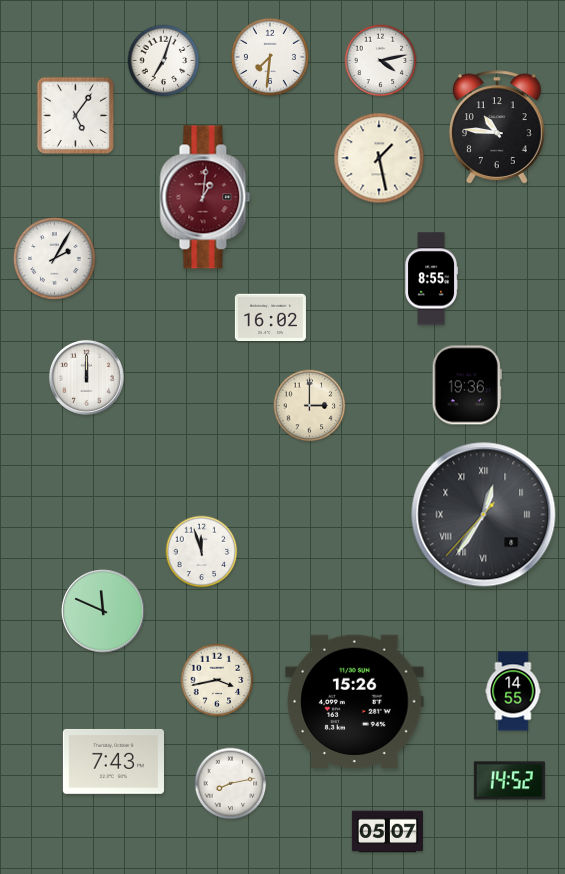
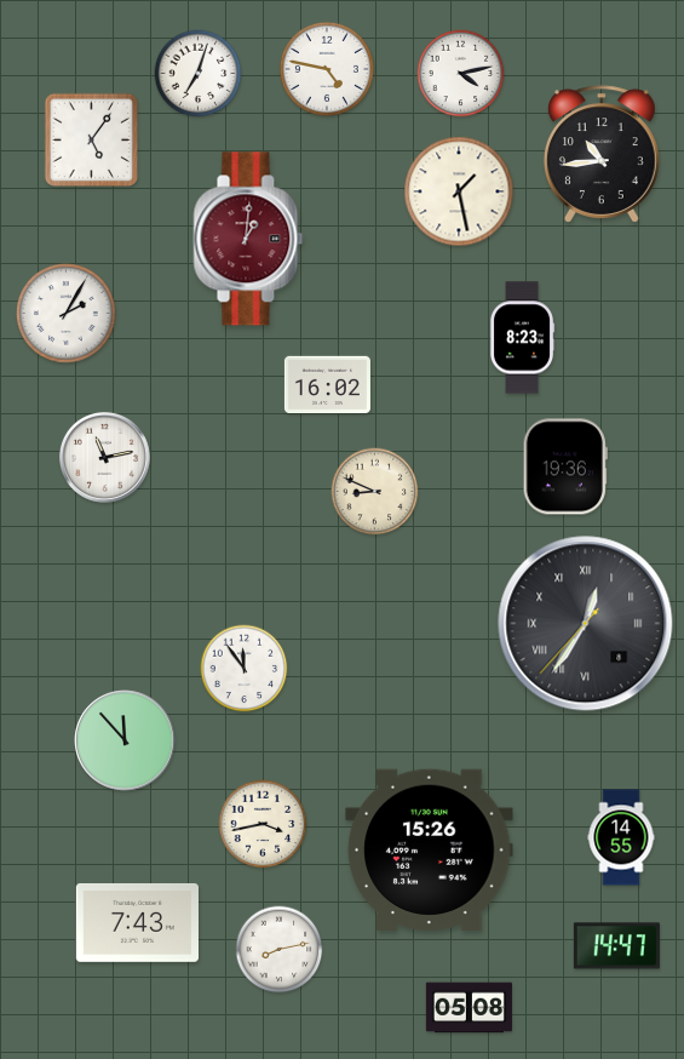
clock at (270, 57): 7:31 -> 4:47
clock at (497, 127): 10:46 -> 10:44
clock at (432, 279): 8:55 -> 8:23
clock at (86, 377): 12:00 -> 11:13
clock at (310, 406): 3:00 -> 8:49
clock at (202, 552): 11:57 -> 11:54
clock at (103, 611): 11:49 -> 11:53
clock at (509, 781): 14:52 -> 14:47
clock at (387, 832): 05:07 -> 05:08
